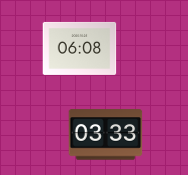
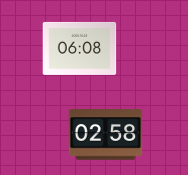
clock at (106, 135): 03:33 -> 02:58
